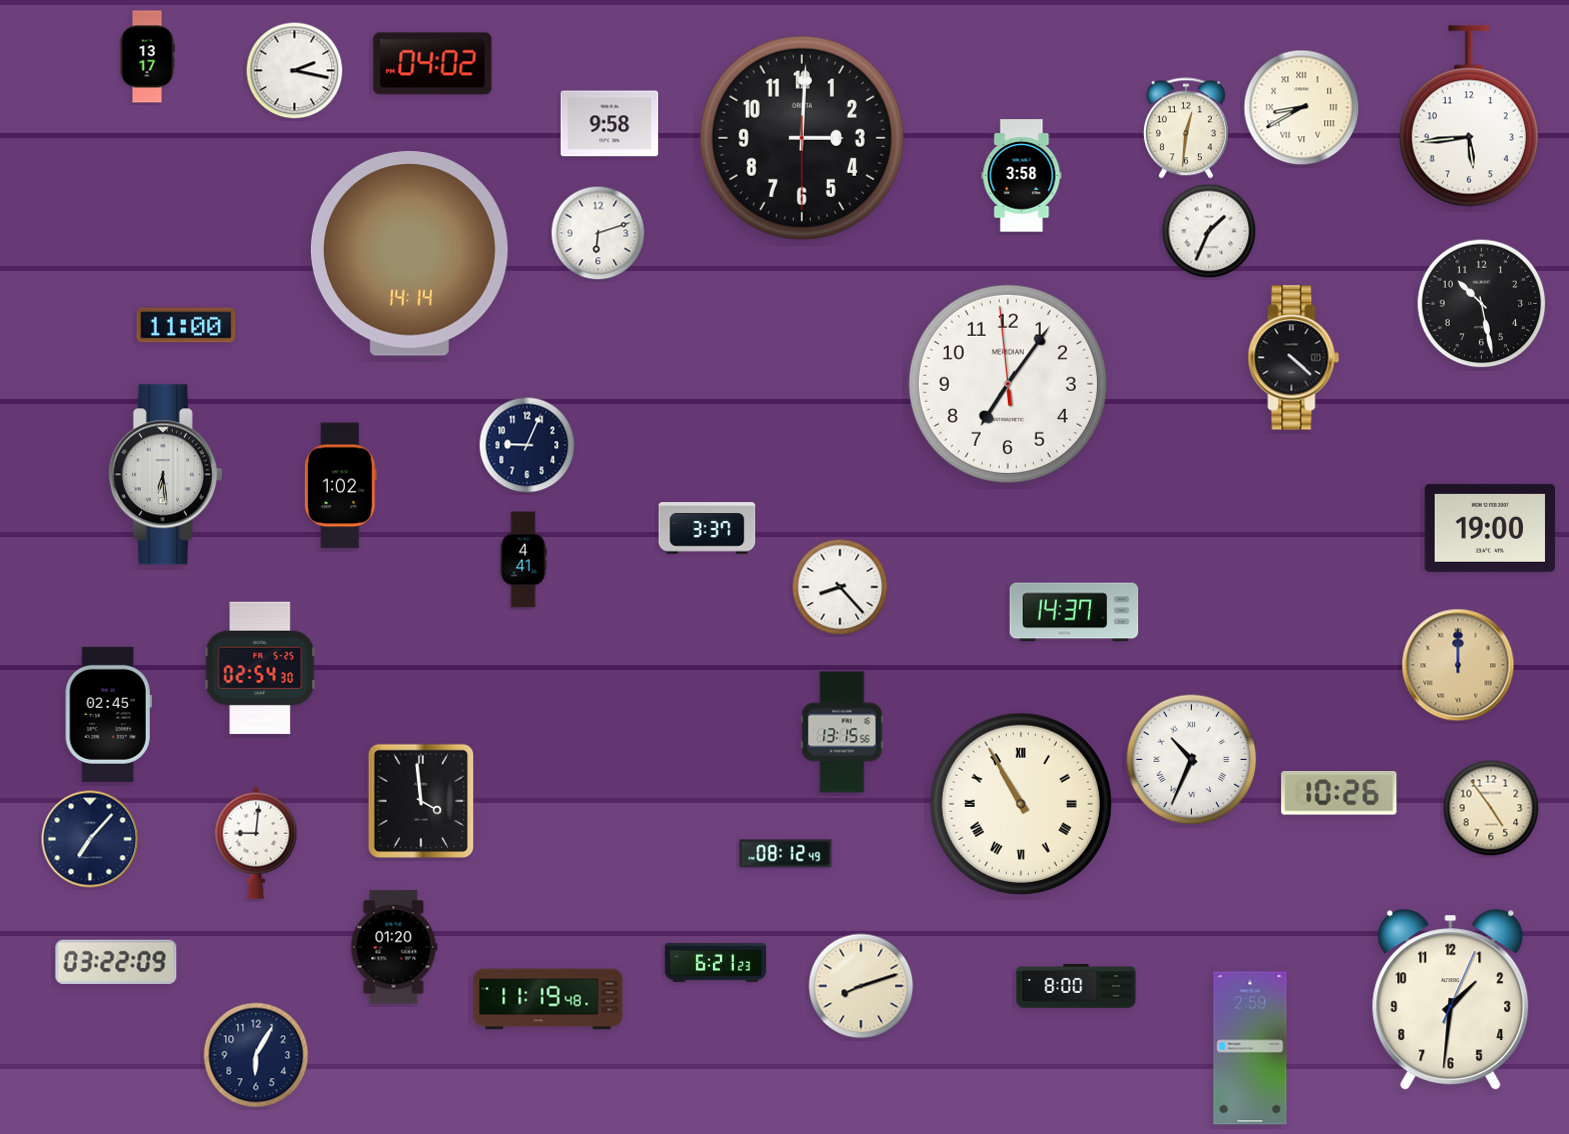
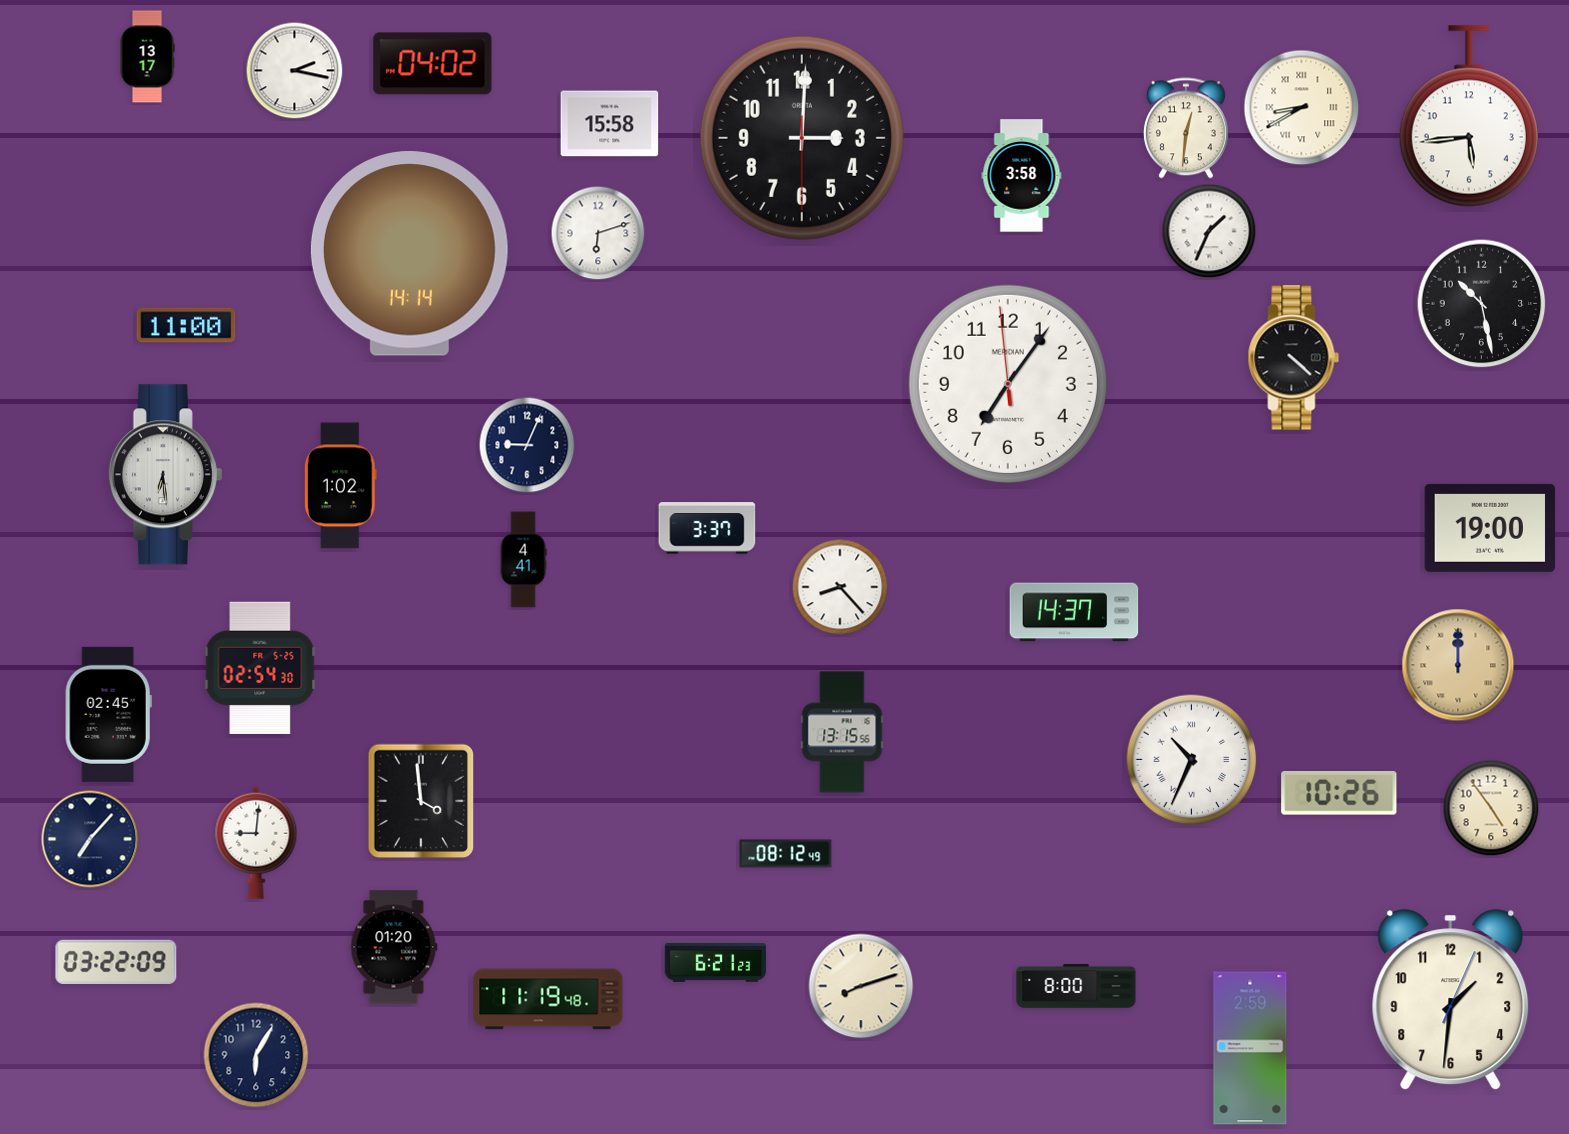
clock at (610, 124): 9:58 -> 15:58
clock at (1021, 804): 10:55 -> none
